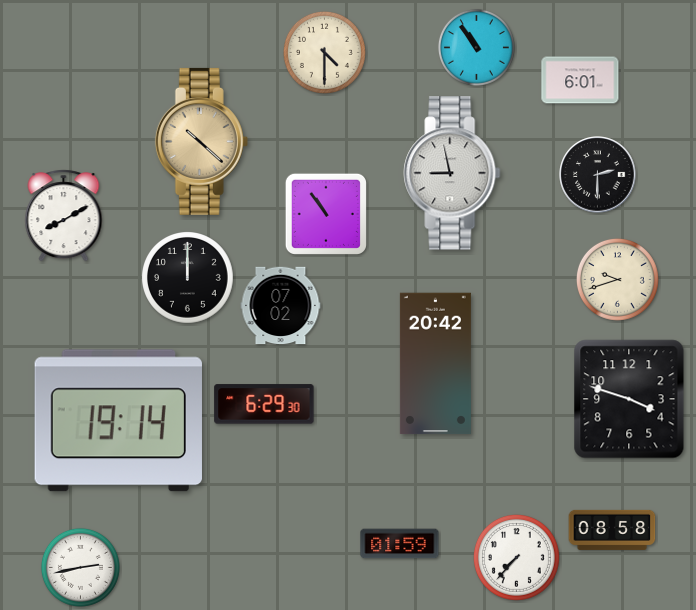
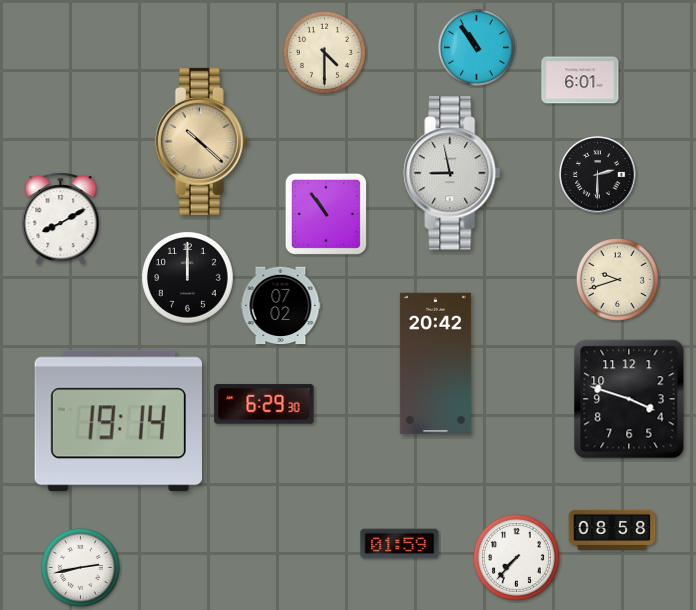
clock at (64, 216) position: (64, 216) -> (61, 219)
